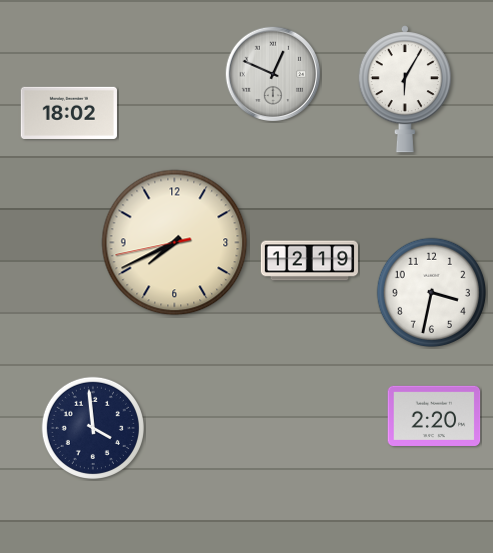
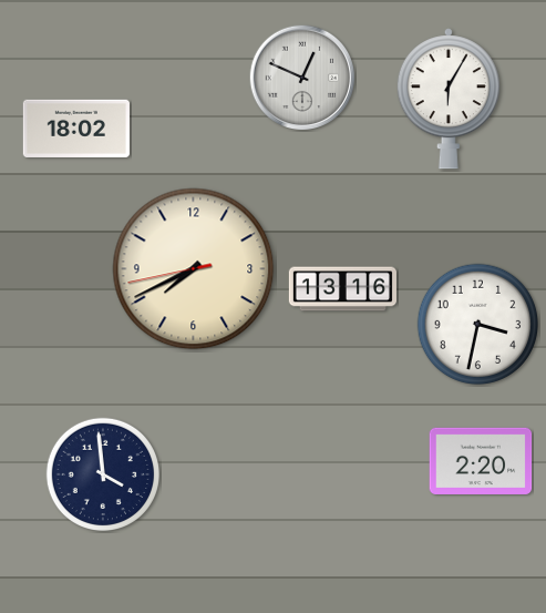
clock at (273, 74) position: (273, 74) -> (302, 78)
clock at (69, 113) position: (69, 113) -> (76, 129)
clock at (309, 261): 12:19 -> 13:16
